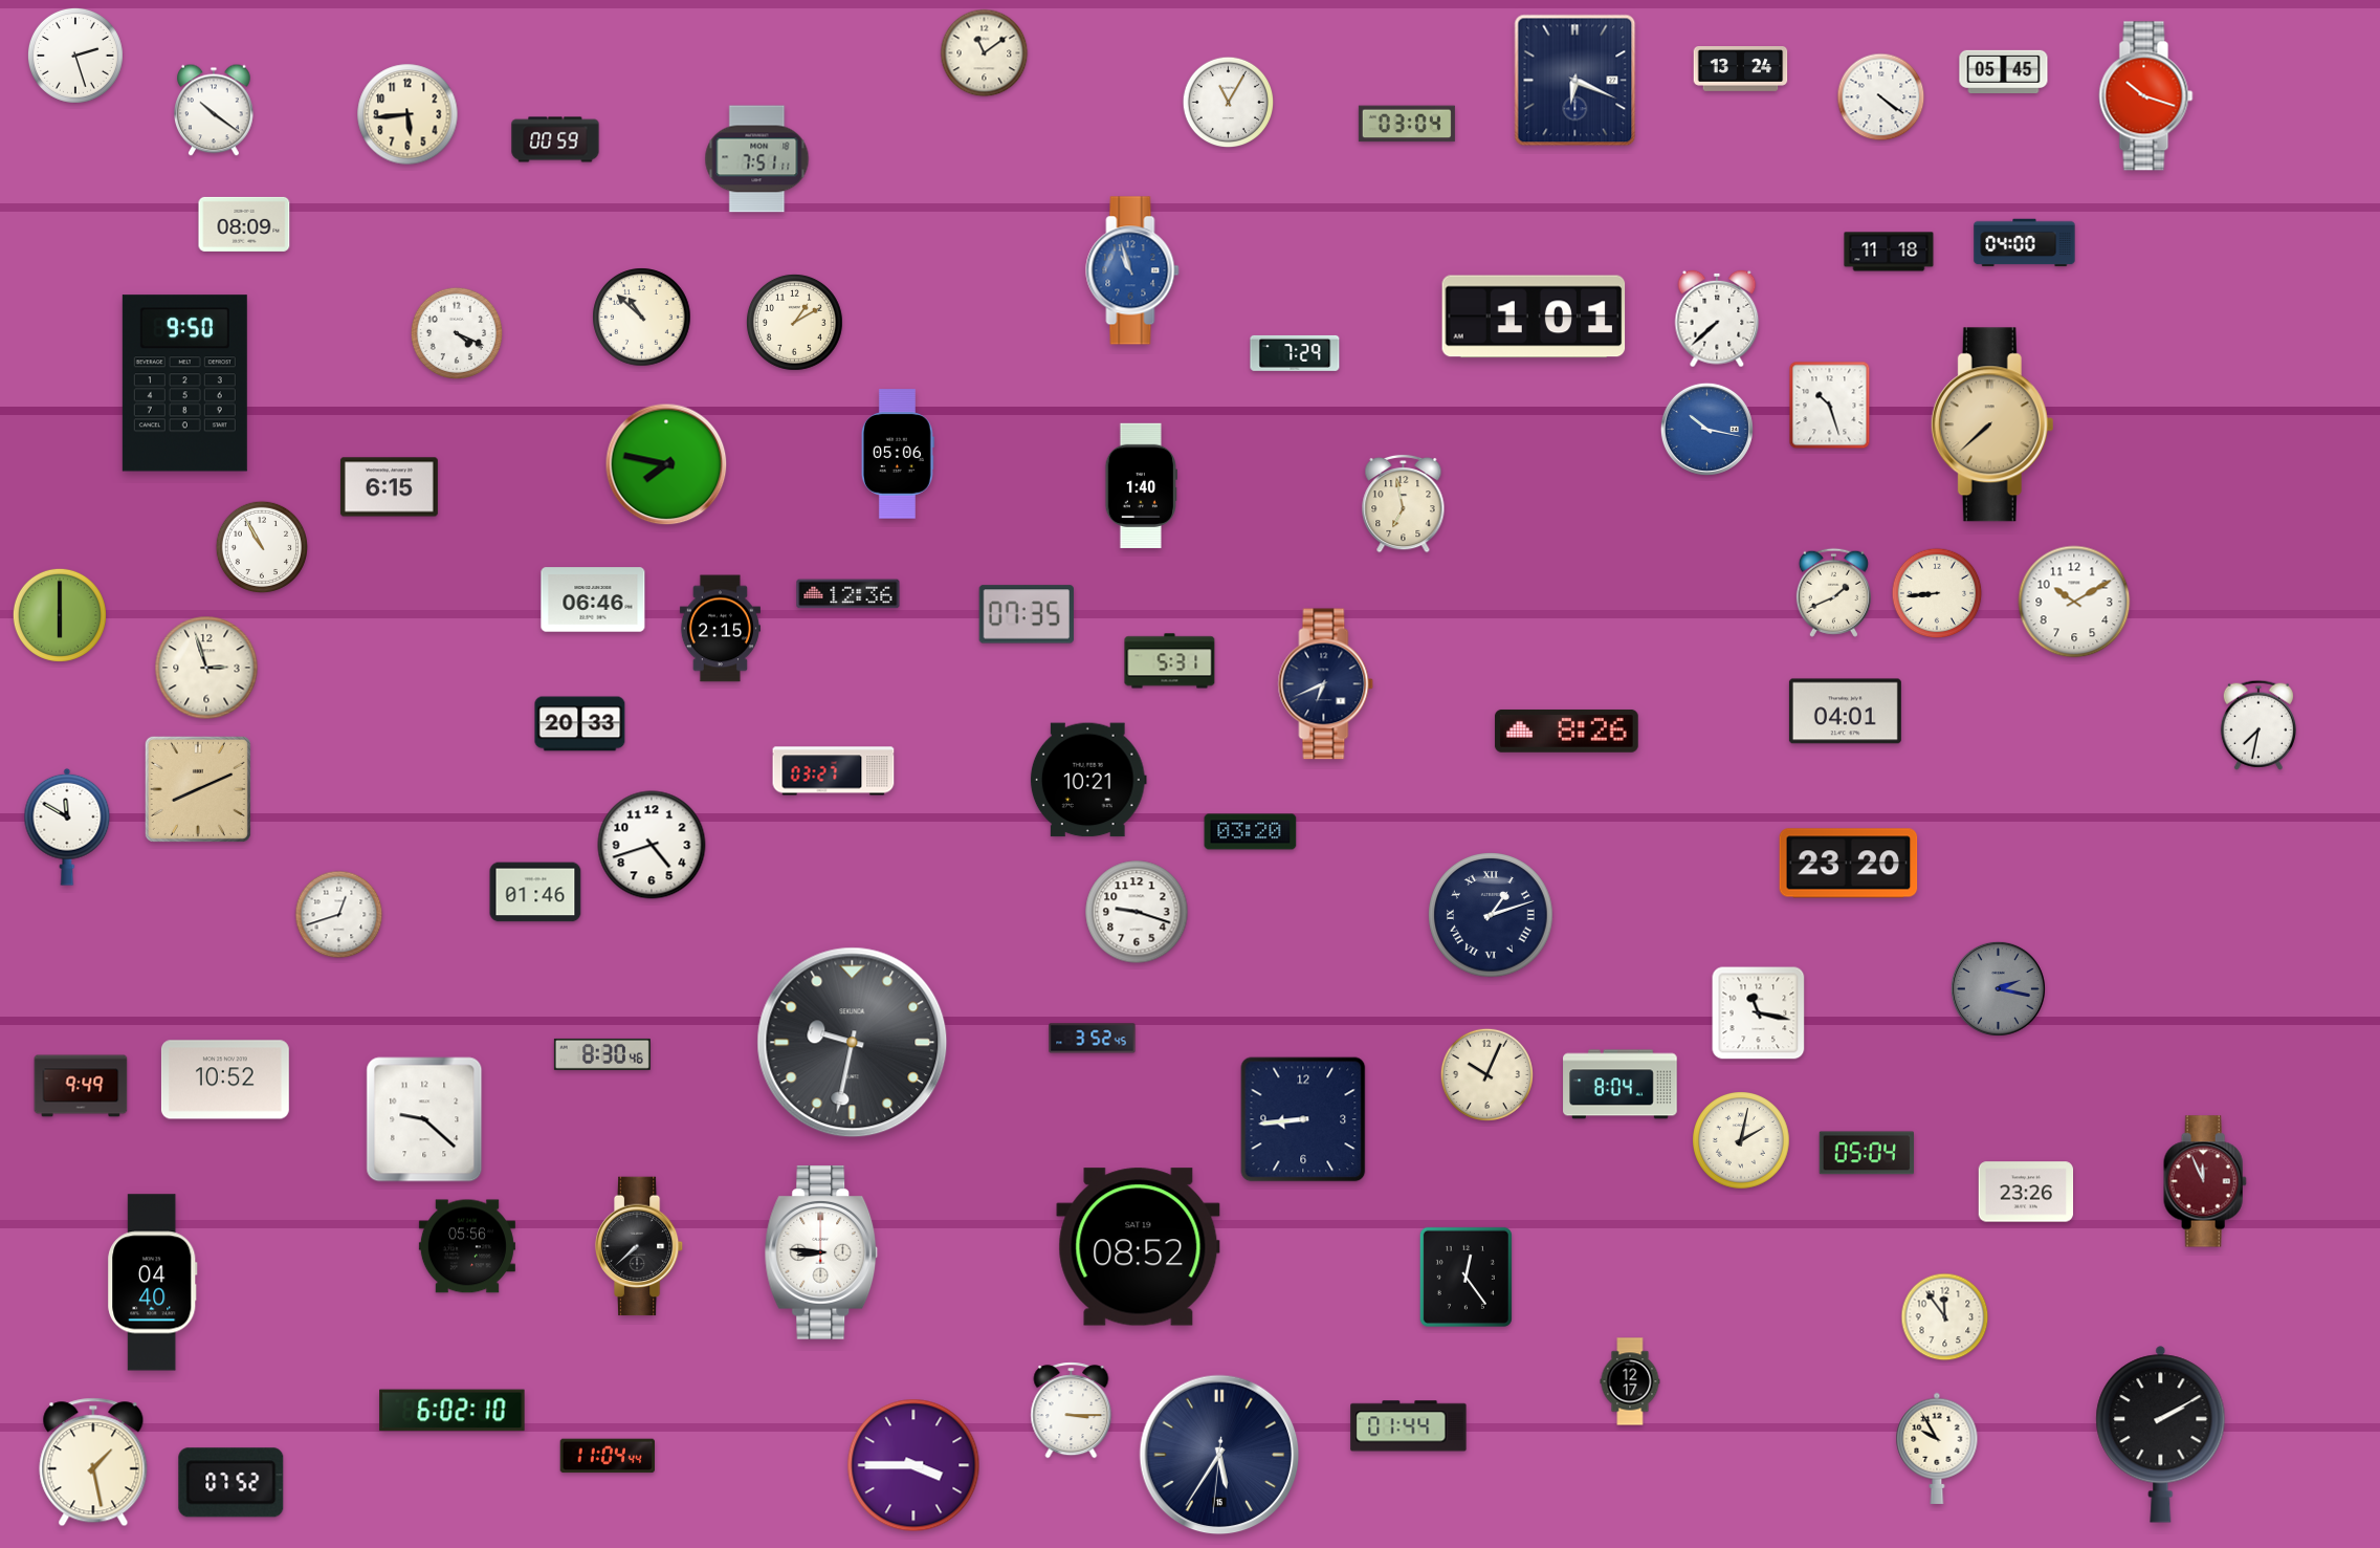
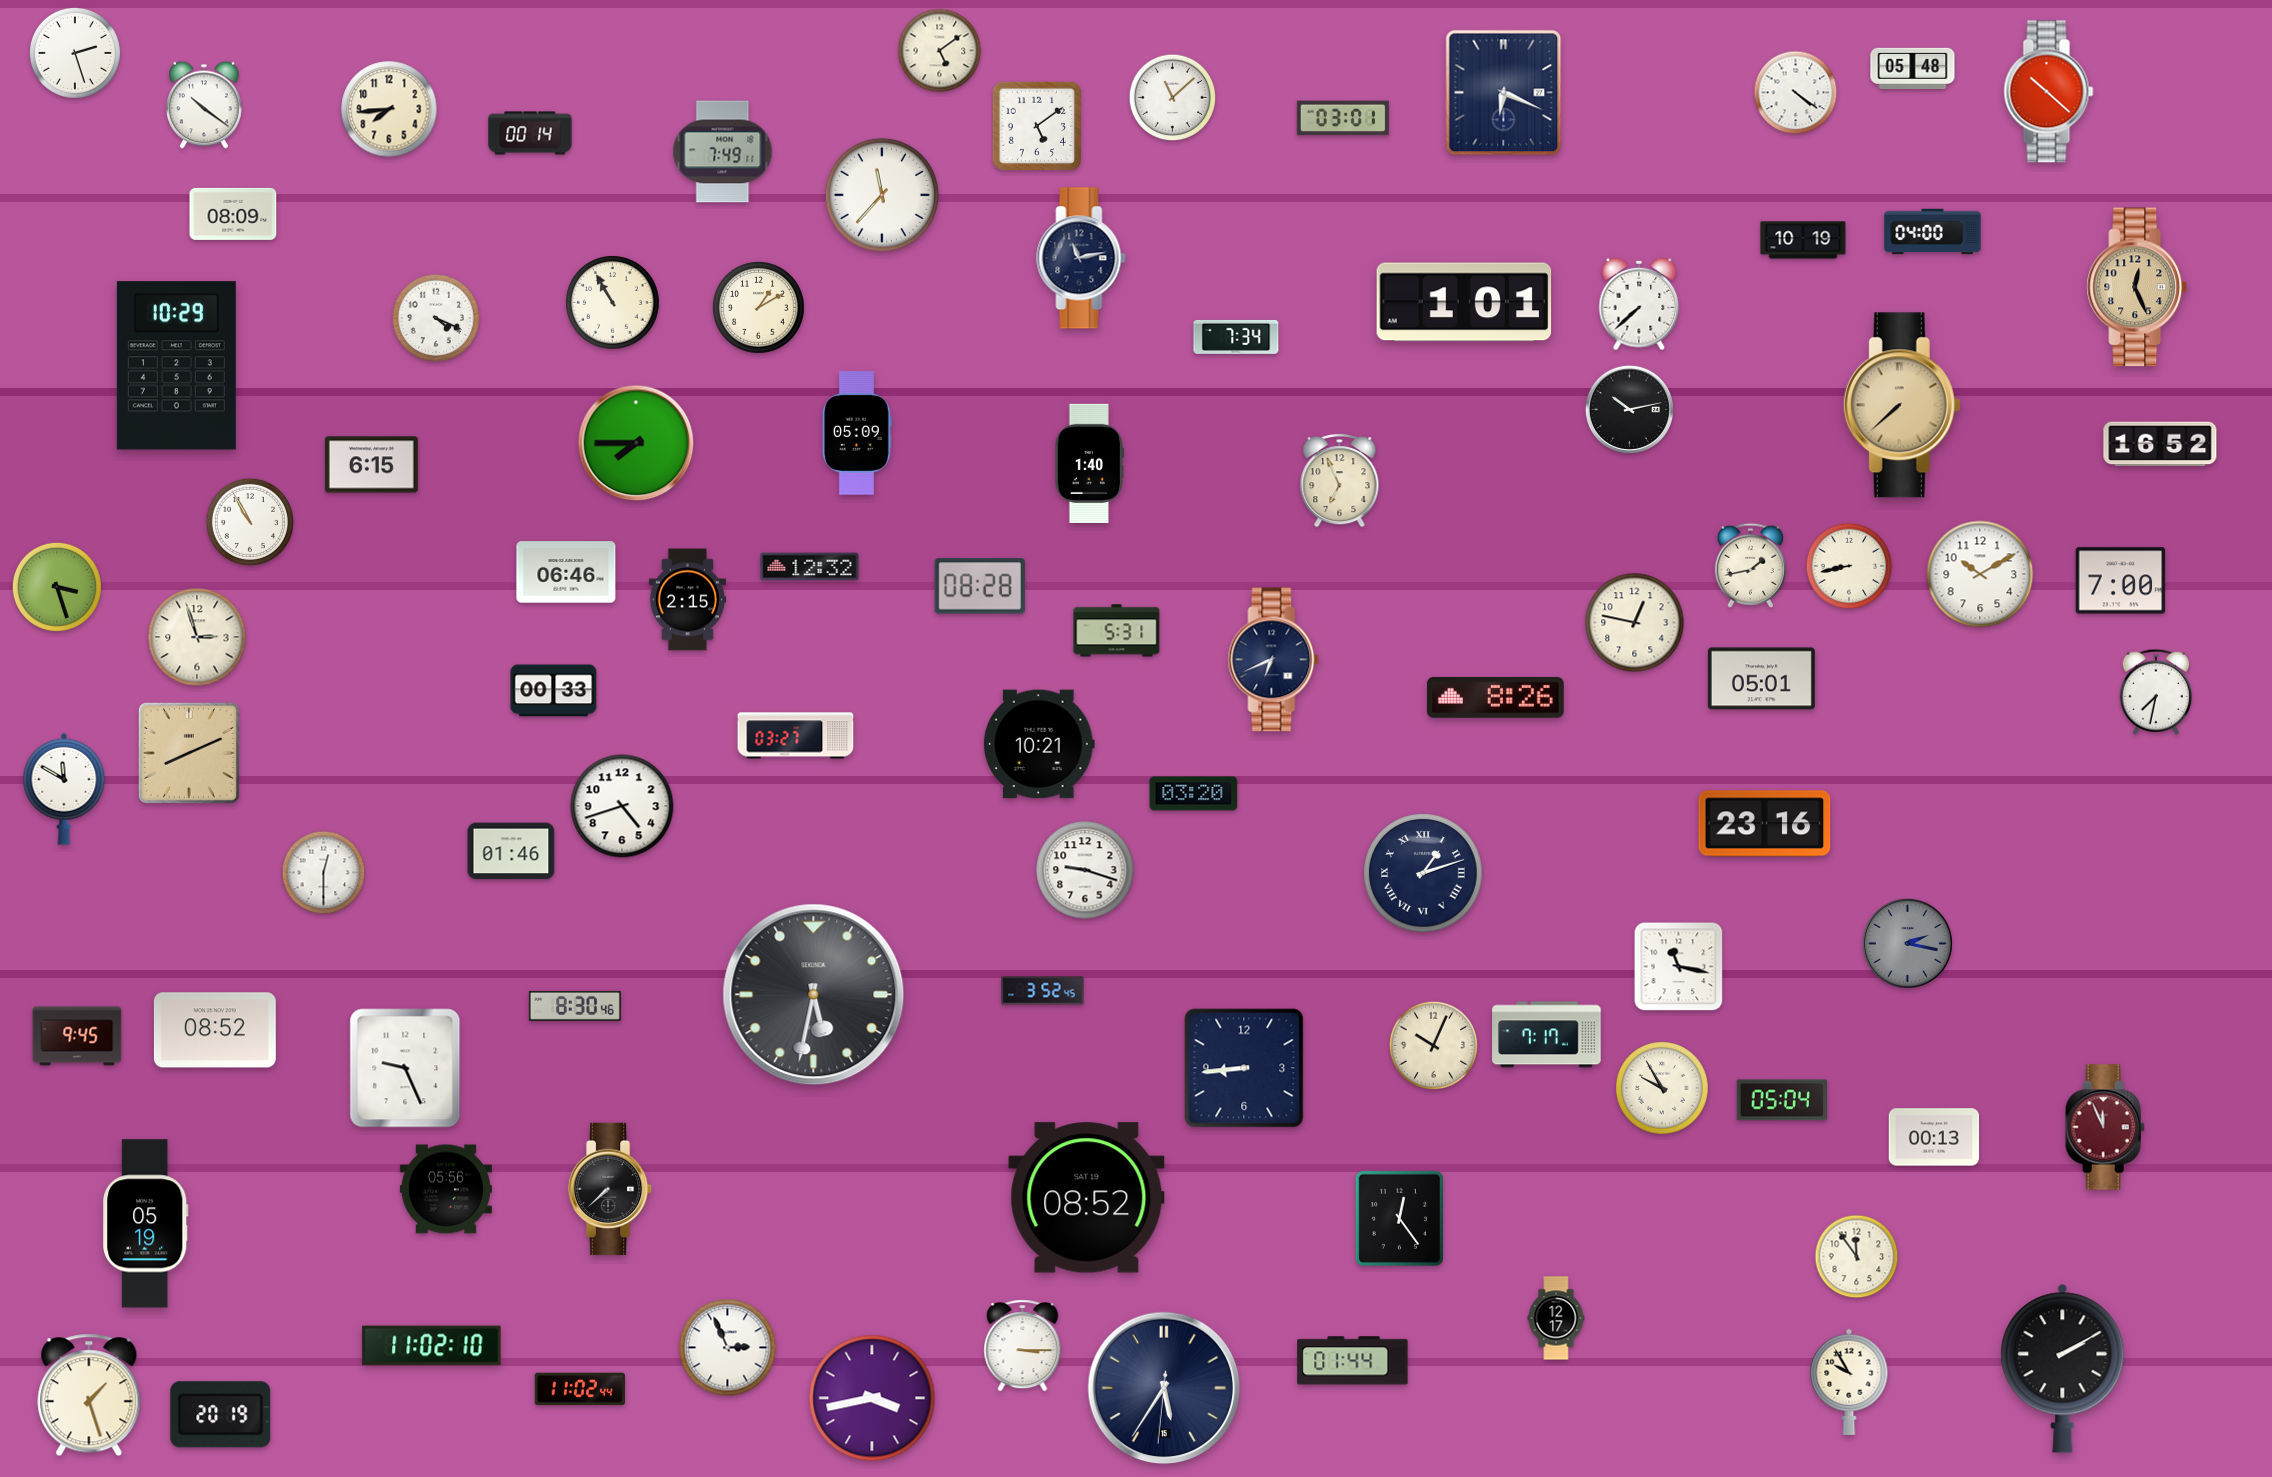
clock at (985, 53): 11:09 -> 5:09
clock at (75, 56) position: (75, 56) -> (75, 53)
clock at (1741, 69): 13:24 -> none
clock at (2004, 71): 05:45 -> 05:48
clock at (1575, 81) position: (1575, 81) -> (1504, 93)
clock at (2146, 96): 10:18 -> 10:22
clock at (1229, 103): 11:05 -> 11:08
clock at (407, 114): 5:44 -> 7:44
clock at (1407, 124): 03:04 -> 03:01
clock at (1037, 126): none -> 5:09
clock at (555, 139): 00:59 -> 00:14
clock at (757, 159): 7:51 -> 7:49
clock at (882, 195): none -> 11:37
clock at (1889, 252): 11:18 -> 10:19
clock at (1132, 270): 10:57 -> 11:13
clock at (1132, 270) dial: blue -> navy
clock at (2137, 287): none -> 12:26
clock at (642, 318): 10:52 -> 10:55
clock at (1295, 353): 7:29 -> 7:34
clock at (184, 384): 9:50 -> 10:29
clock at (1830, 406): 10:27 -> none
clock at (1706, 429): 10:17 -> 10:13
clock at (1706, 429) dial: blue -> black
clock at (898, 454): 05:06 -> 05:09
clock at (666, 464): 7:47 -> 7:45
clock at (2160, 444): none -> 16:52
clock at (1404, 503): 6:58 -> 6:56
clock at (1833, 592): 1:41 -> 1:43
clock at (1937, 593): 8:44 -> 8:43
clock at (849, 594): 12:36 -> 12:32
clock at (2121, 581): none -> 7:00
clock at (1027, 614): 07:35 -> 08:28
clock at (60, 615): 6:00 -> 3:27
clock at (1635, 623): none -> 12:47
clock at (1326, 684) position: (1326, 684) -> (1274, 660)
clock at (1845, 712): 04:01 -> 05:01
clock at (580, 724): 20:33 -> 00:33
clock at (1849, 864): 23:20 -> 23:16
clock at (339, 915): 12:42 -> 12:30
clock at (853, 1043): 9:32 -> 5:32
clock at (1486, 1074) position: (1486, 1074) -> (1433, 1045)
clock at (225, 1080): 10:52 -> 08:52
clock at (1621, 1085): 8:04 -> 7:17
clock at (81, 1086): 9:49 -> 9:45
clock at (424, 1119): 9:22 -> 9:26
clock at (1741, 1140): 2:02 -> 9:55
clock at (2026, 1192): 23:26 -> 00:13
clock at (1139, 1247) position: (1139, 1247) -> (1087, 1198)
clock at (821, 1253): 8:46 -> none
clock at (153, 1283): 04:40 -> 05:19
clock at (453, 1411): 6:02 -> 11:02
clock at (728, 1348): none -> 2:56
clock at (1409, 1426) position: (1409, 1426) -> (1353, 1361)
clock at (608, 1456): 11:04 -> 11:02
clock at (93, 1462): 1:28 -> 1:27
clock at (913, 1465): 3:45 -> 3:43
clock at (232, 1483): 07:52 -> 20:19
